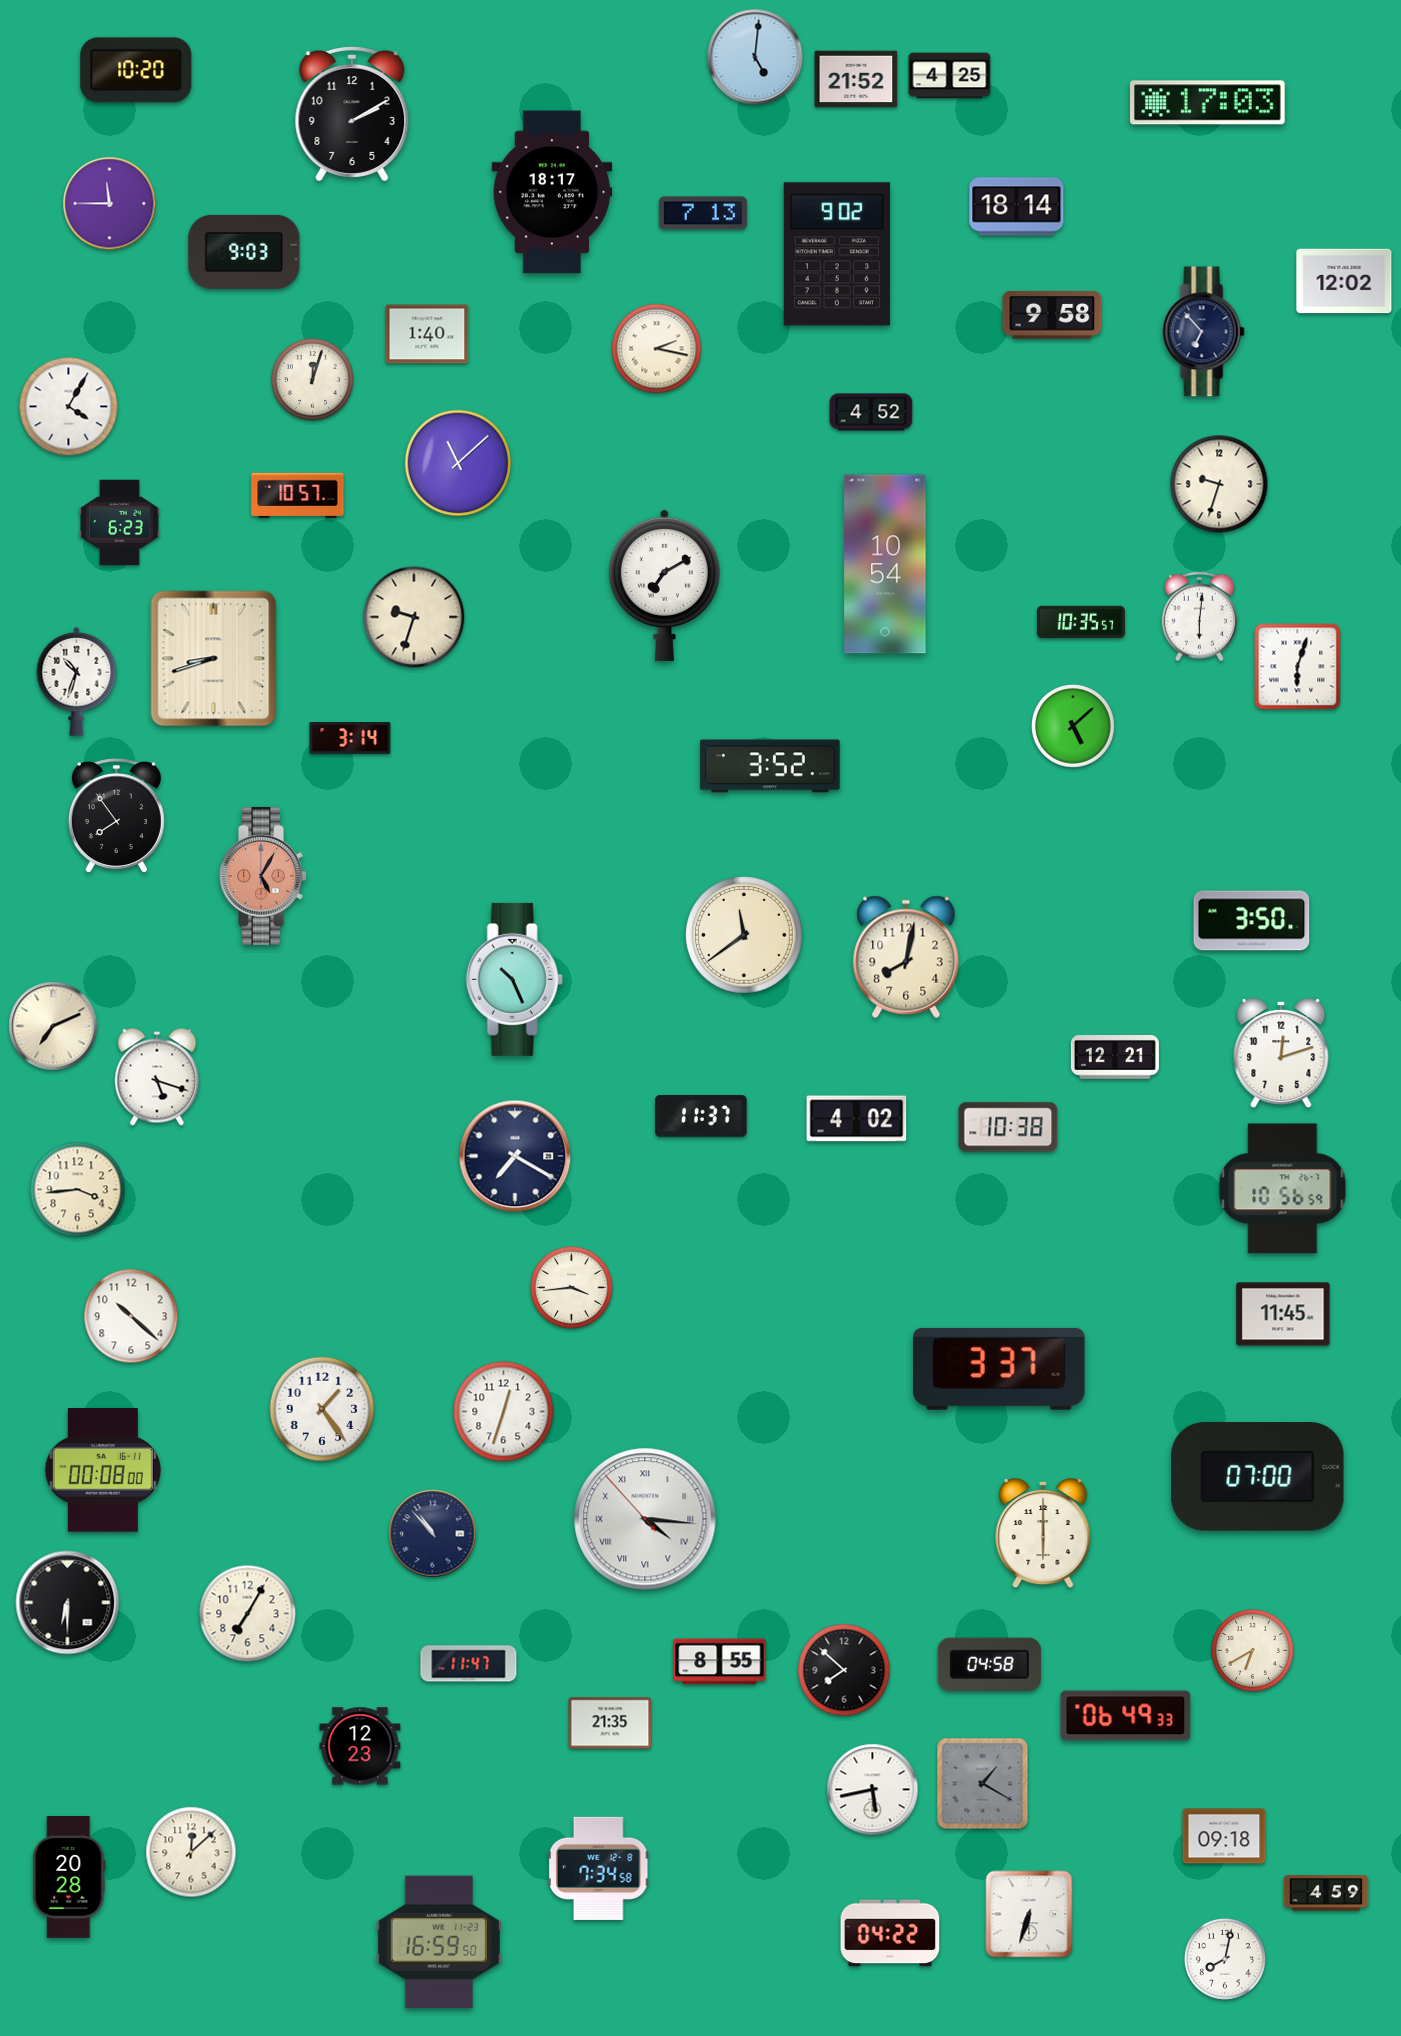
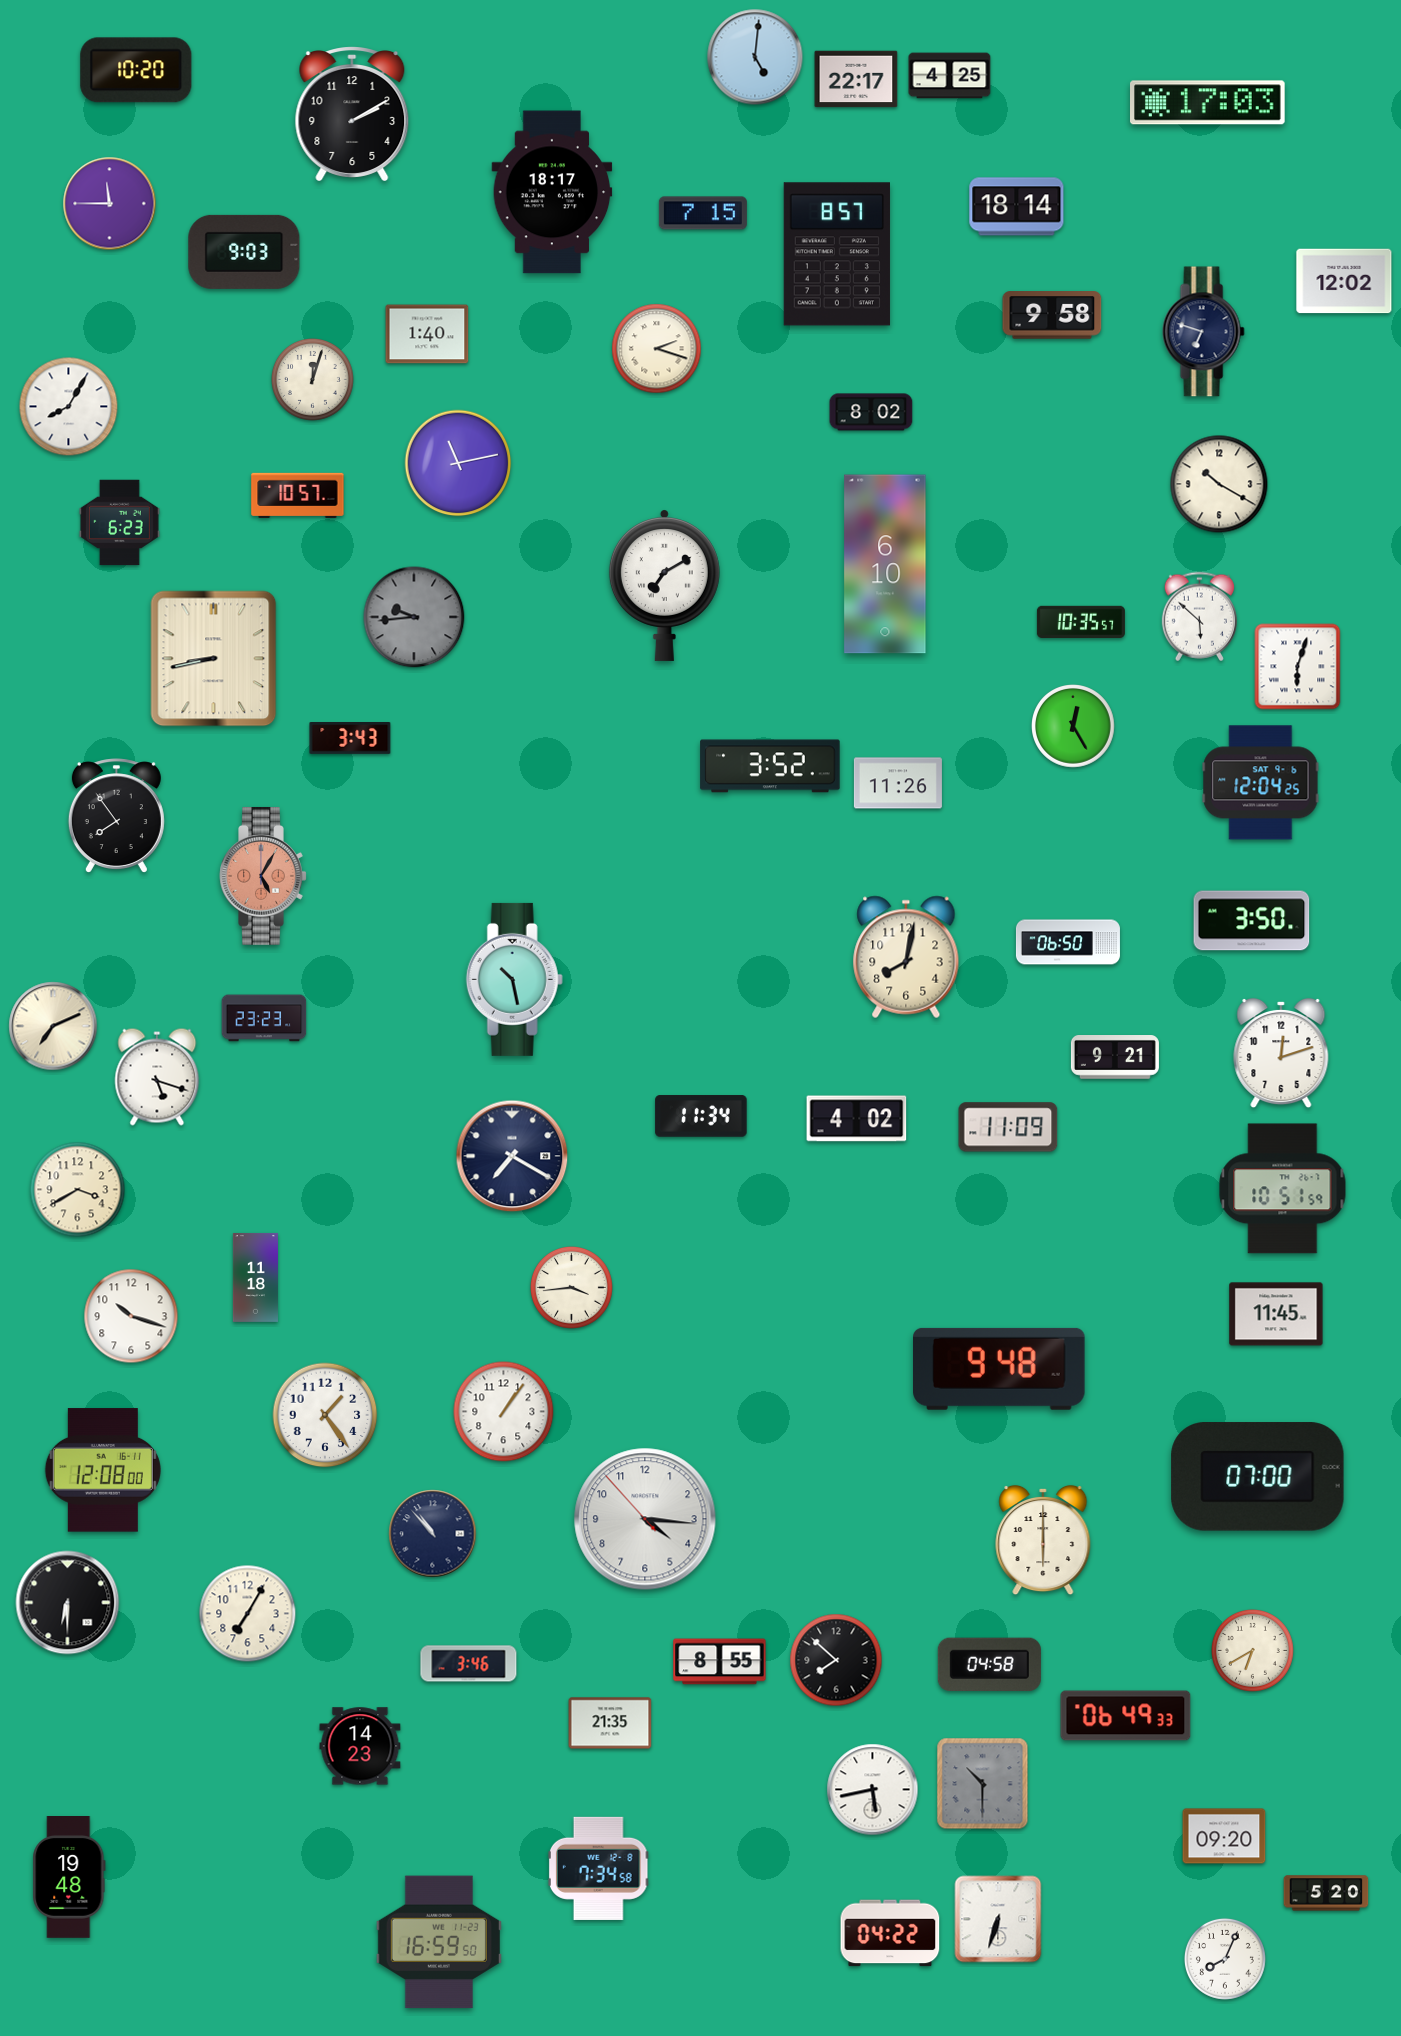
clock at (856, 79): 21:52 -> 22:17
clock at (703, 213): 7:13 -> 7:15
clock at (837, 254): 9:02 -> 8:57
clock at (1203, 332): 6:53 -> 6:48
clock at (657, 349): 2:17 -> 2:18
clock at (69, 407): 4:05 -> 8:05
clock at (871, 412): 4:52 -> 8:02
clock at (458, 463): 11:08 -> 11:13
clock at (1219, 484): 9:33 -> 10:20
clock at (885, 564): 10:54 -> 6:10
clock at (414, 617): 9:33 -> 9:44
clock at (414, 617) dial: cream -> grey
clock at (1199, 617): 6:01 -> 5:52
clock at (214, 659): 8:42 -> 8:43
clock at (77, 681): 10:33 -> none
clock at (1074, 727): 5:08 -> 12:25
clock at (350, 739): 3:14 -> 3:43
clock at (898, 783): none -> 11:26
clock at (1261, 783): none -> 12:04
clock at (744, 935): 11:39 -> none
clock at (1068, 942): none -> 06:50
clock at (514, 979): 10:26 -> 10:28
clock at (264, 1018): none -> 23:23
clock at (1115, 1058): 12:21 -> 9:21
clock at (701, 1116): 11:37 -> 11:34
clock at (1008, 1127): 10:38 -> 11:09
clock at (515, 1156) position: (515, 1156) -> (512, 1156)
clock at (1283, 1189): 10:56 -> 10:51
clock at (78, 1190): 3:44 -> 3:40
clock at (255, 1277): none -> 11:18
clock at (1283, 1314) position: (1283, 1314) -> (1276, 1314)
clock at (131, 1316): 10:22 -> 10:18
clock at (1000, 1369): 3:37 -> 9:48
clock at (322, 1409) position: (322, 1409) -> (325, 1415)
clock at (504, 1412): 12:33 -> 1:06
clock at (103, 1470): 00:08 -> 12:08
clock at (645, 1519) numerals: Roman -> Arabic
clock at (1043, 1533) position: (1043, 1533) -> (1043, 1540)
clock at (469, 1664): 11:47 -> 3:46
clock at (844, 1670) position: (844, 1670) -> (836, 1660)
clock at (360, 1746): 12:23 -> 14:23
clock at (983, 1784): 1:20 -> 10:30
clock at (1224, 1836): 09:18 -> 09:20
clock at (191, 1852): 12:08 -> none
clock at (69, 1878): 20:28 -> 19:48
clock at (1326, 1893): 4:59 -> 5:20
clock at (1029, 1914) position: (1029, 1914) -> (998, 1919)
clock at (1225, 1959): 8:02 -> 8:04
